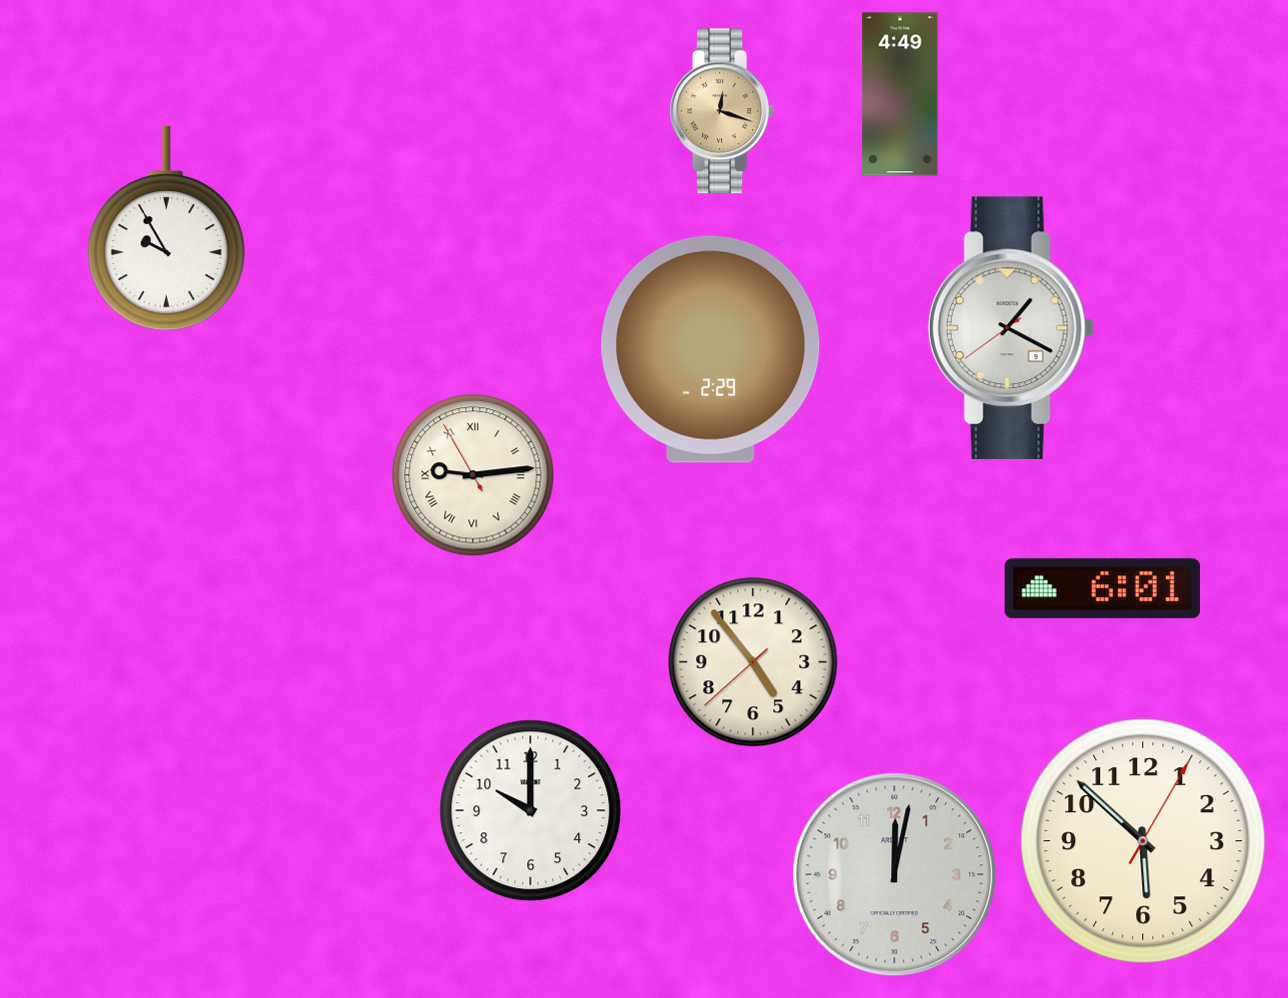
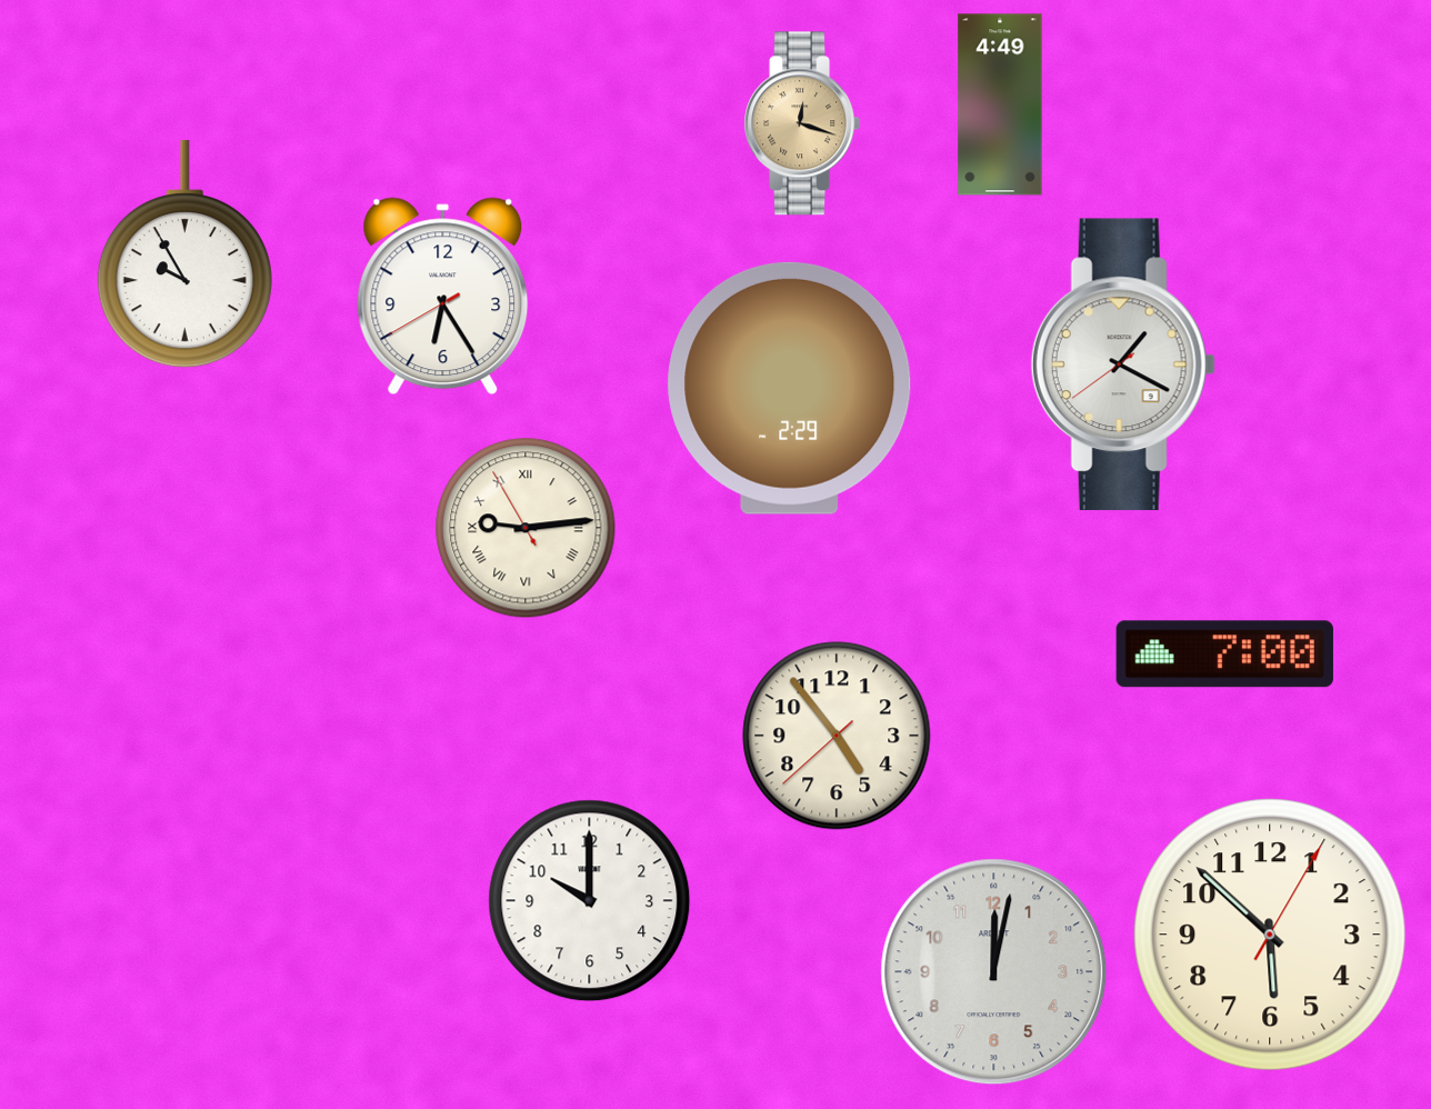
clock at (443, 297): none -> 6:24
clock at (1102, 589): 6:01 -> 7:00
